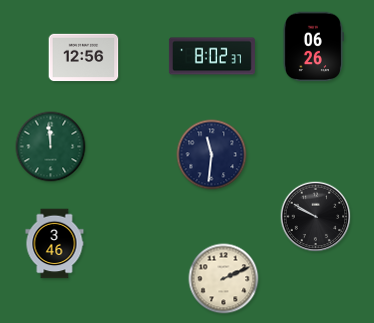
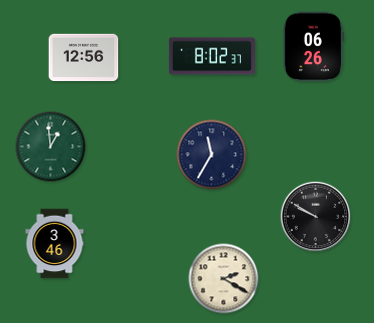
clock at (51, 147): 11:59 -> 12:59
clock at (212, 155): 11:31 -> 11:35
clock at (224, 279): 2:11 -> 2:20
